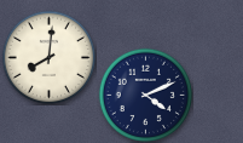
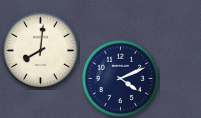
clock at (48, 57) position: (48, 57) -> (40, 50)
